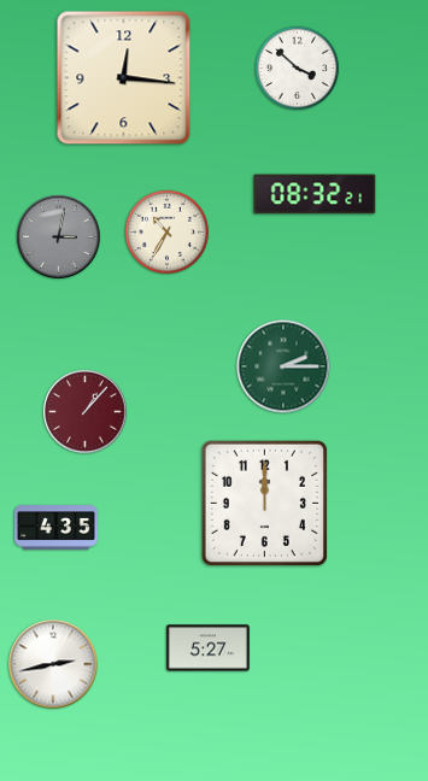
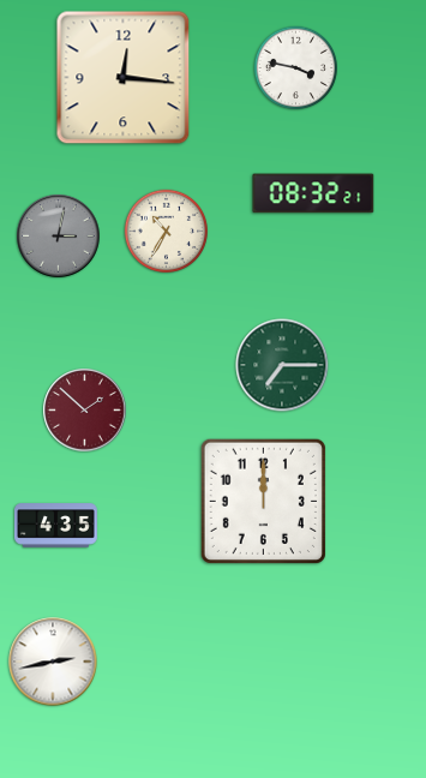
clock at (297, 67): 3:52 -> 3:47
clock at (283, 366): 2:15 -> 7:15
clock at (86, 412): 1:07 -> 1:52
clock at (207, 648): 5:27 -> none
